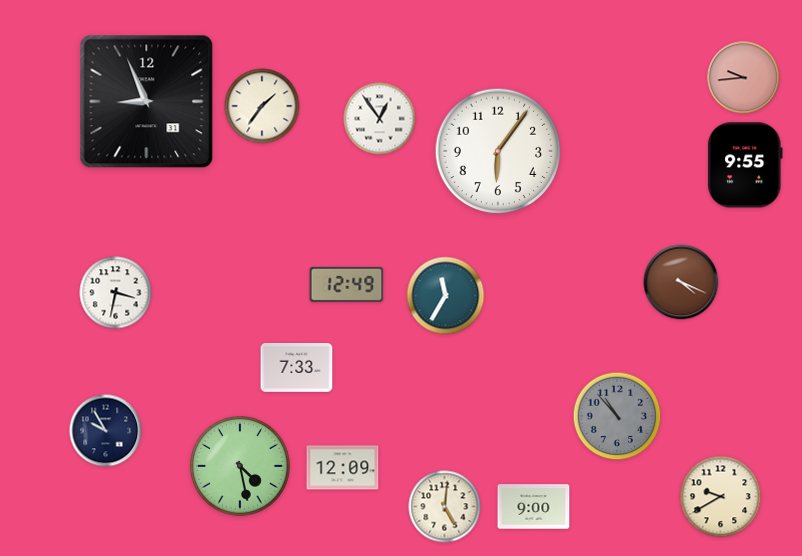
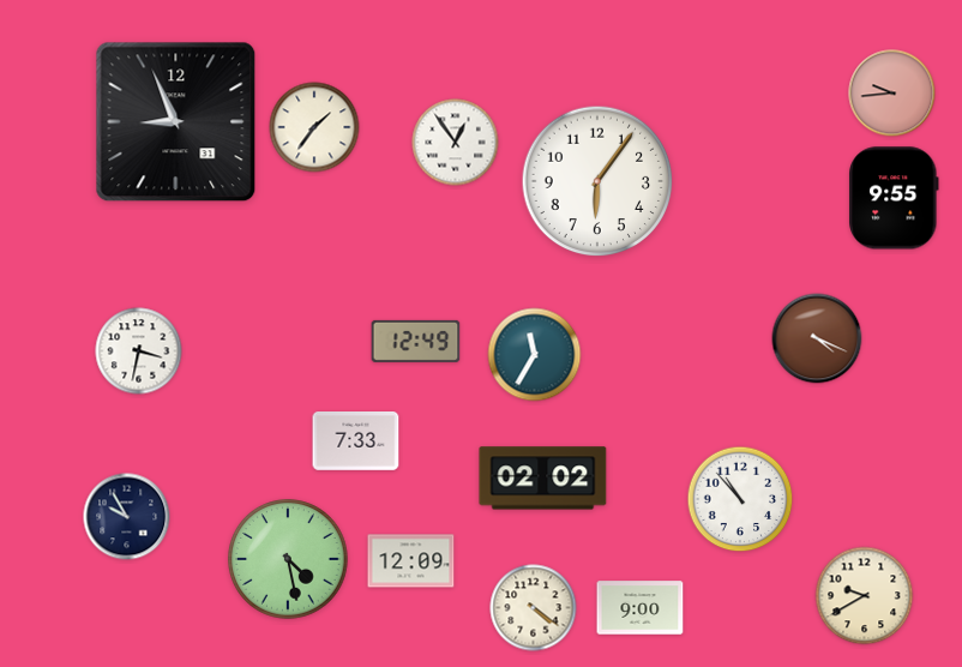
clock at (543, 479): none -> 02:02
clock at (617, 416) dial: grey -> white
clock at (445, 507): 5:01 -> 4:21
